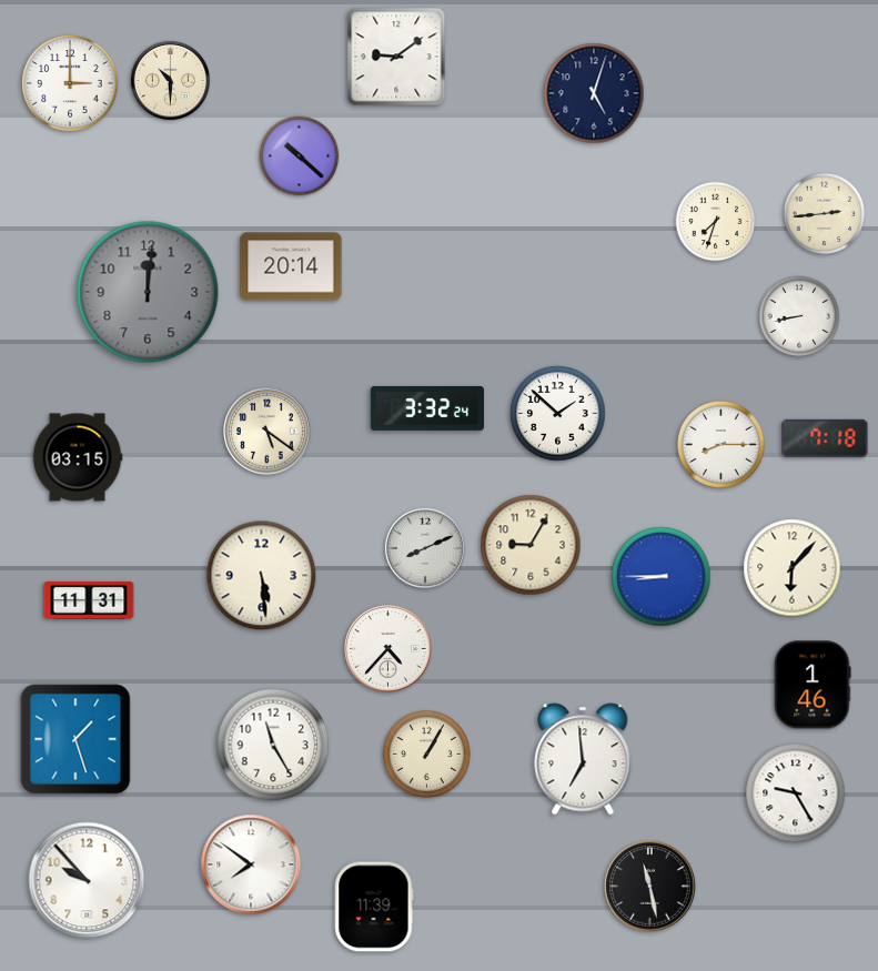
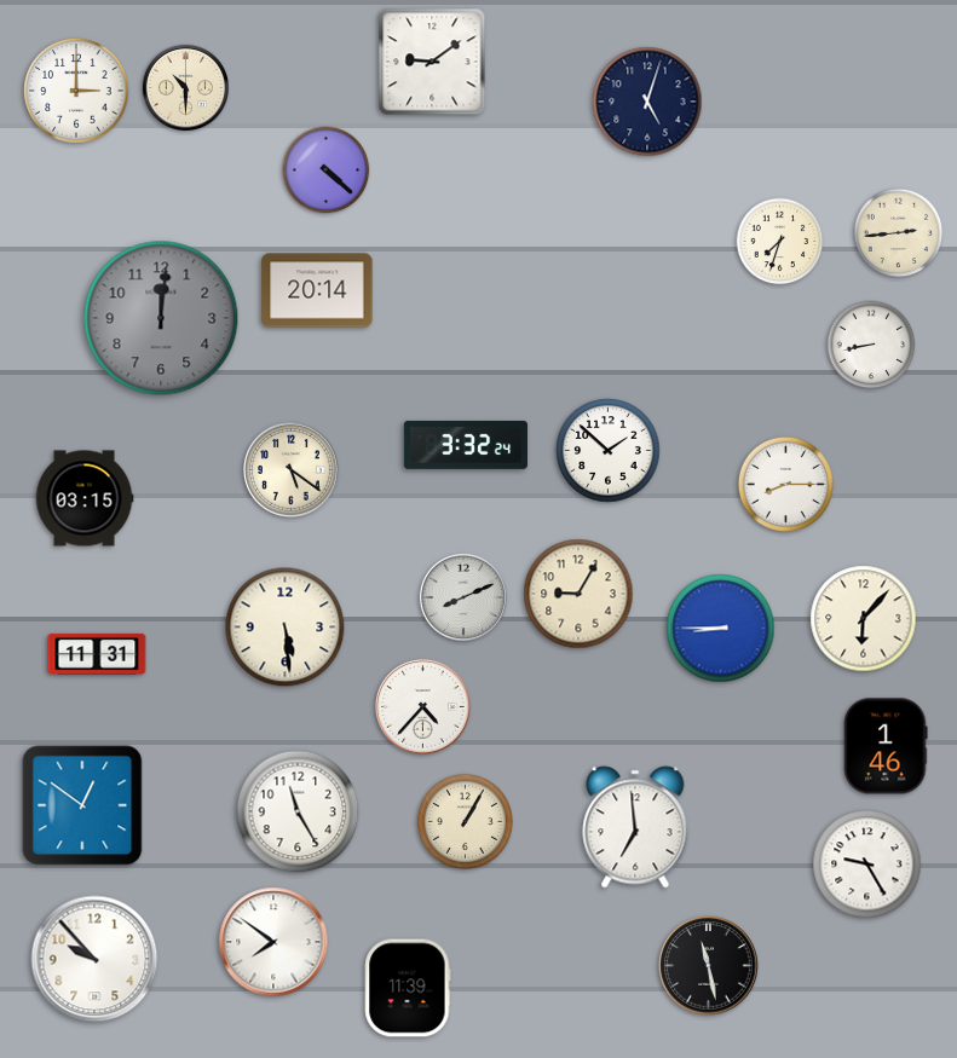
clock at (300, 156): 10:22 -> 4:22
clock at (825, 438): 7:18 -> none
clock at (75, 739): 1:27 -> 12:51
